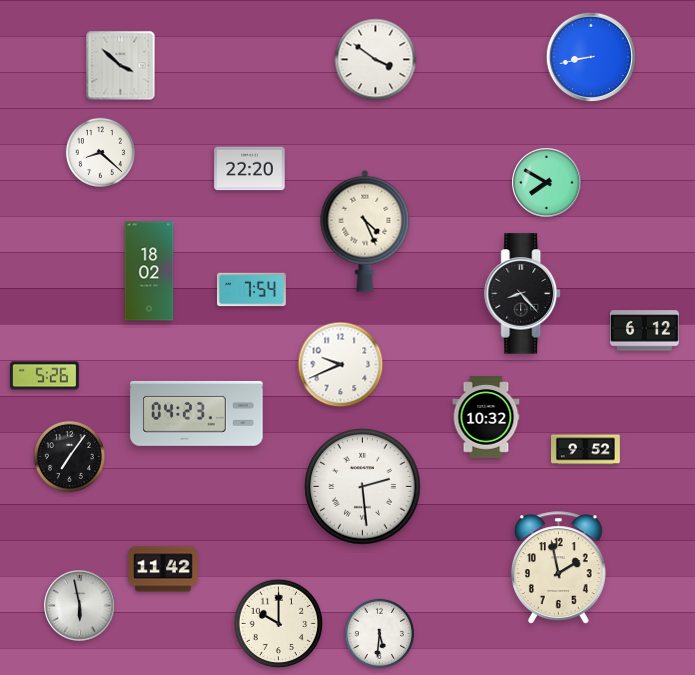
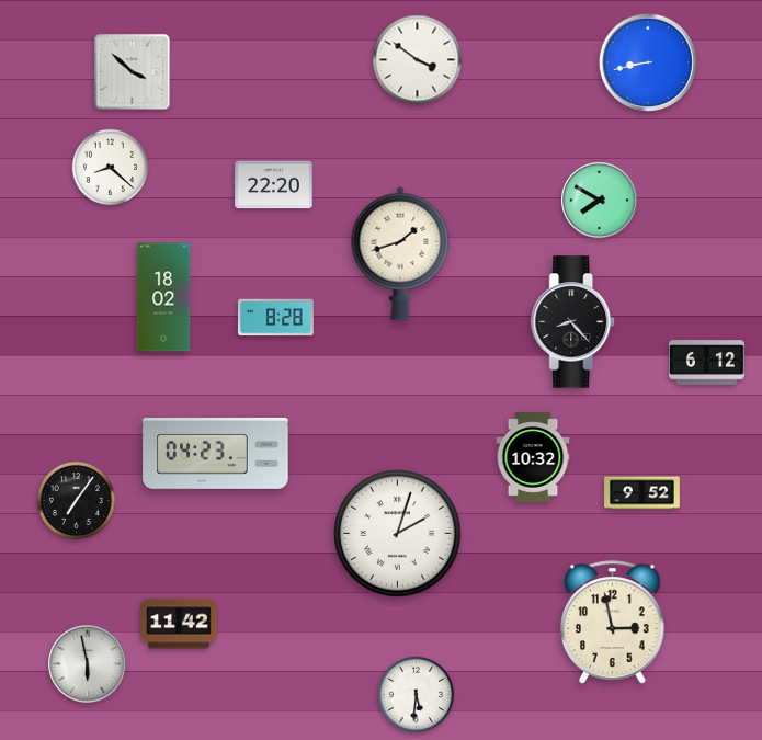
clock at (376, 60) position: (376, 60) -> (418, 60)
clock at (365, 231): 4:26 -> 1:42
clock at (251, 290): 7:54 -> 8:28
clock at (341, 365): 9:41 -> none
clock at (44, 376): 5:26 -> none
clock at (363, 487): 2:29 -> 2:03
clock at (559, 568): 1:58 -> 2:58
clock at (279, 624): 10:00 -> none
